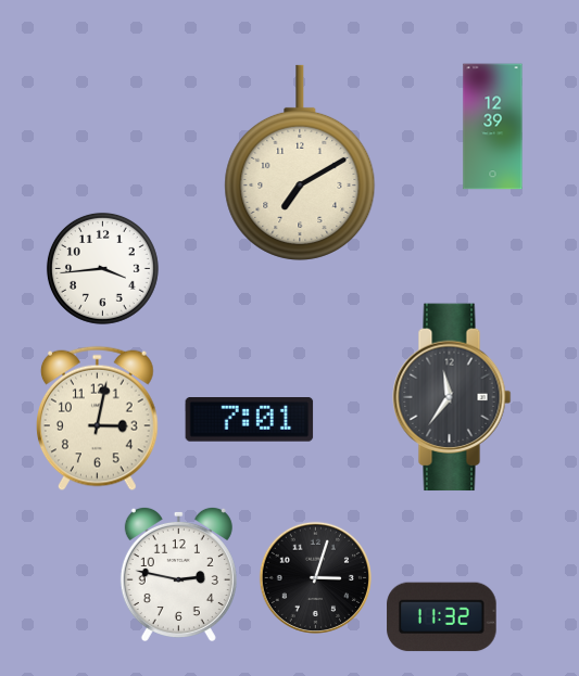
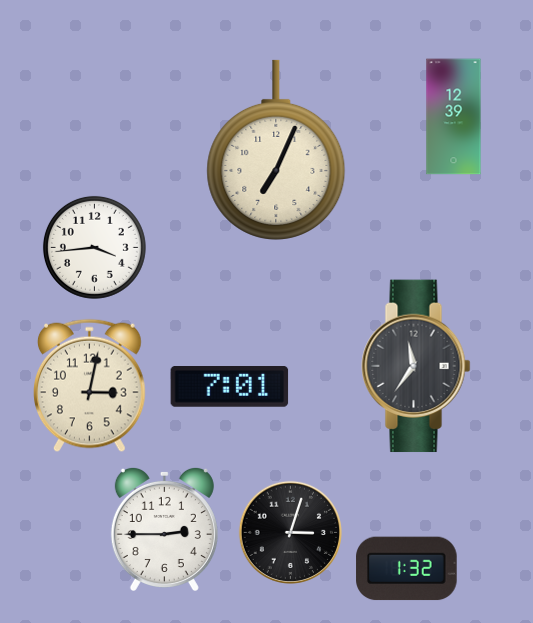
clock at (300, 163): 7:10 -> 7:04
clock at (178, 573): 2:47 -> 2:45
clock at (442, 617): 11:32 -> 1:32
